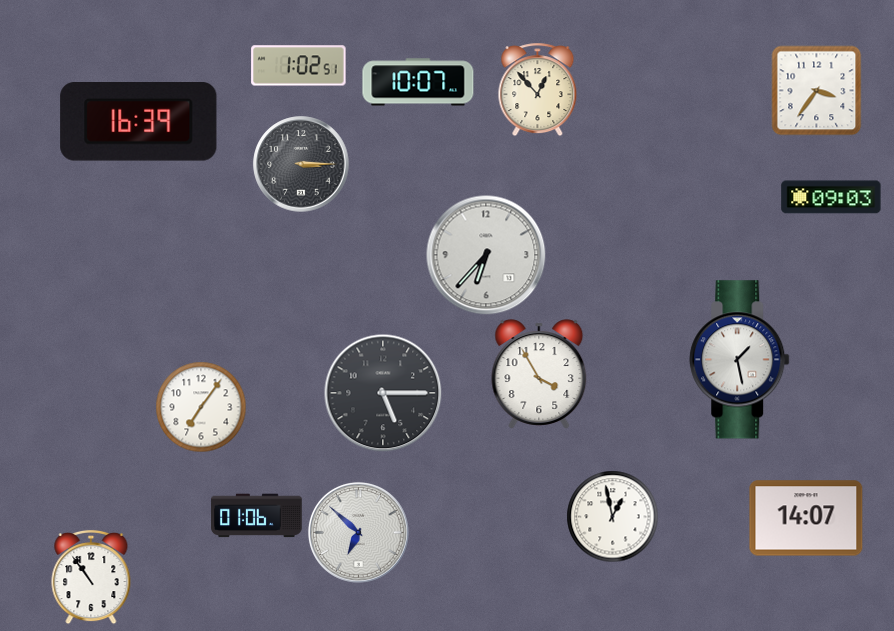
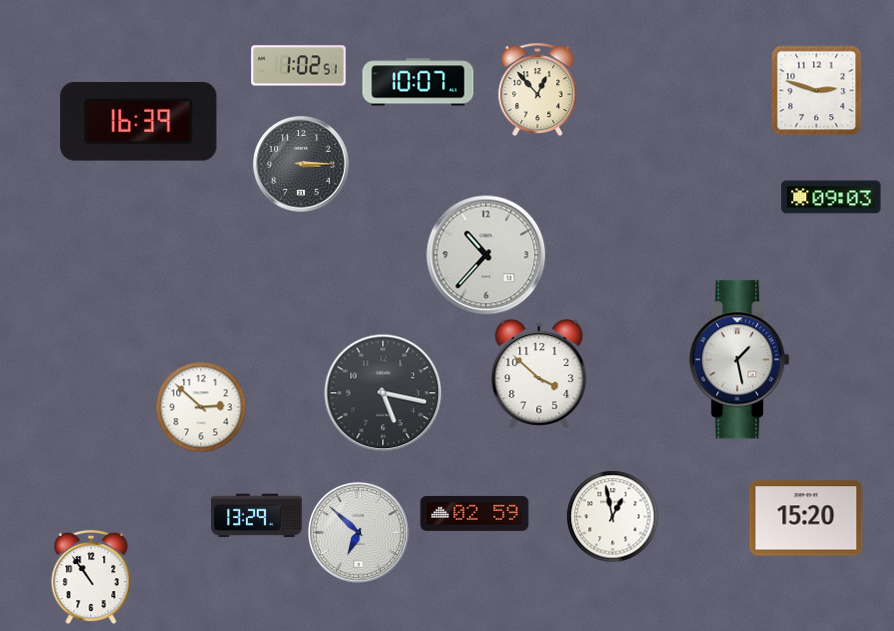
clock at (816, 90): 3:36 -> 2:48
clock at (486, 255): 6:37 -> 10:37
clock at (539, 374): 3:55 -> 3:52
clock at (383, 393): 5:15 -> 5:17
clock at (201, 407): 7:06 -> 2:52
clock at (475, 513): none -> 02:59
clock at (257, 516): 01:06 -> 13:29
clock at (806, 518): 14:07 -> 15:20
